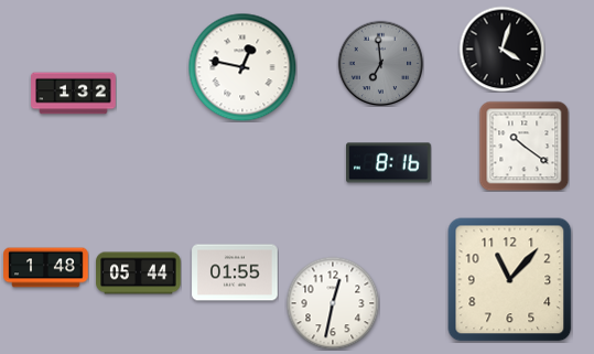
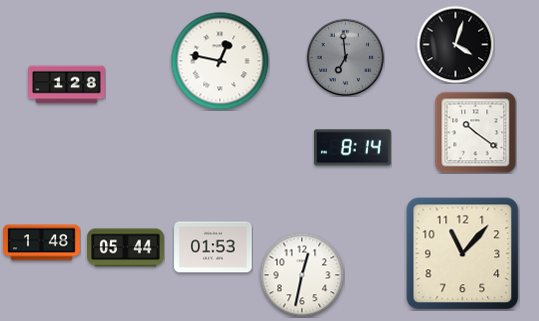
clock at (74, 94): 1:32 -> 1:28
clock at (389, 163): 8:16 -> 8:14
clock at (235, 272): 01:55 -> 01:53
